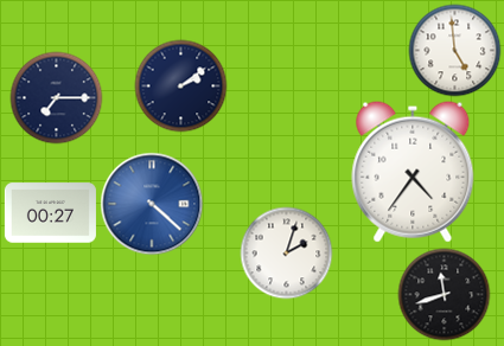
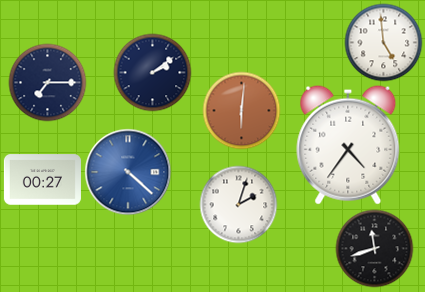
clock at (241, 110): none -> 6:01
clock at (286, 252) position: (286, 252) -> (238, 204)
